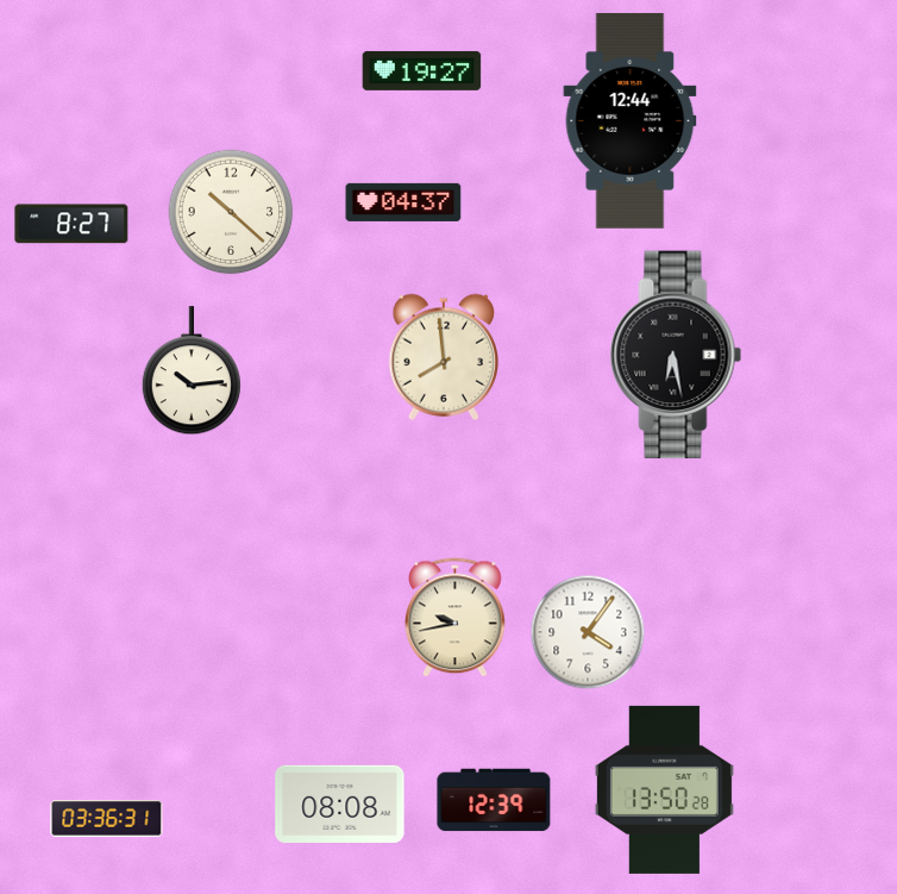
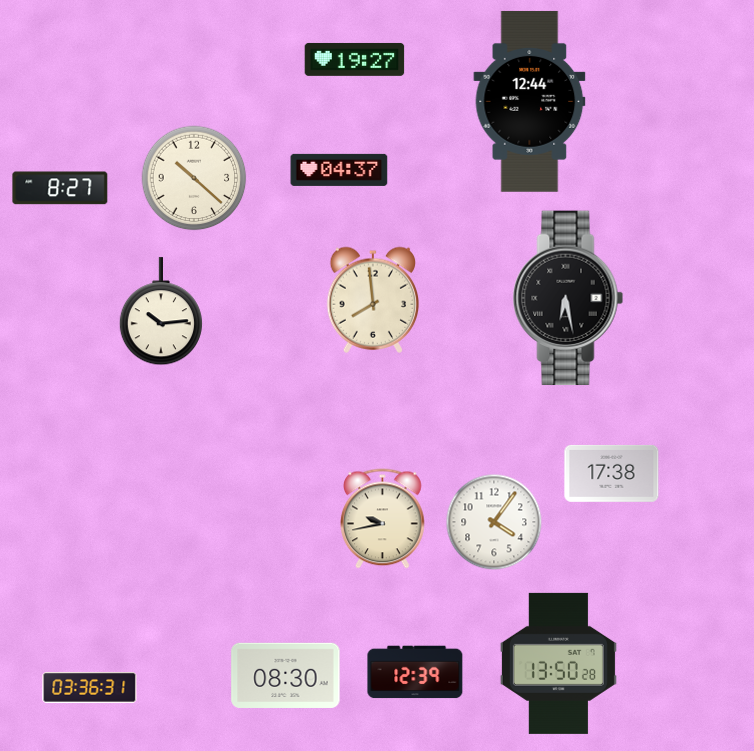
clock at (612, 473): none -> 17:38
clock at (588, 632) position: (588, 632) -> (494, 522)
clock at (340, 804): 08:08 -> 08:30
